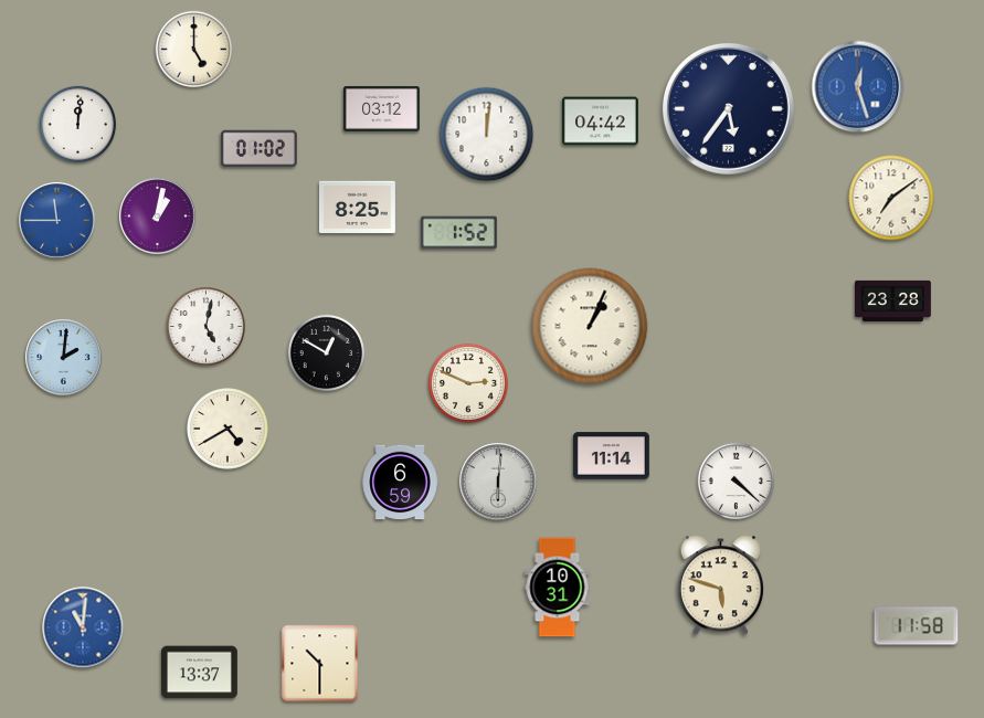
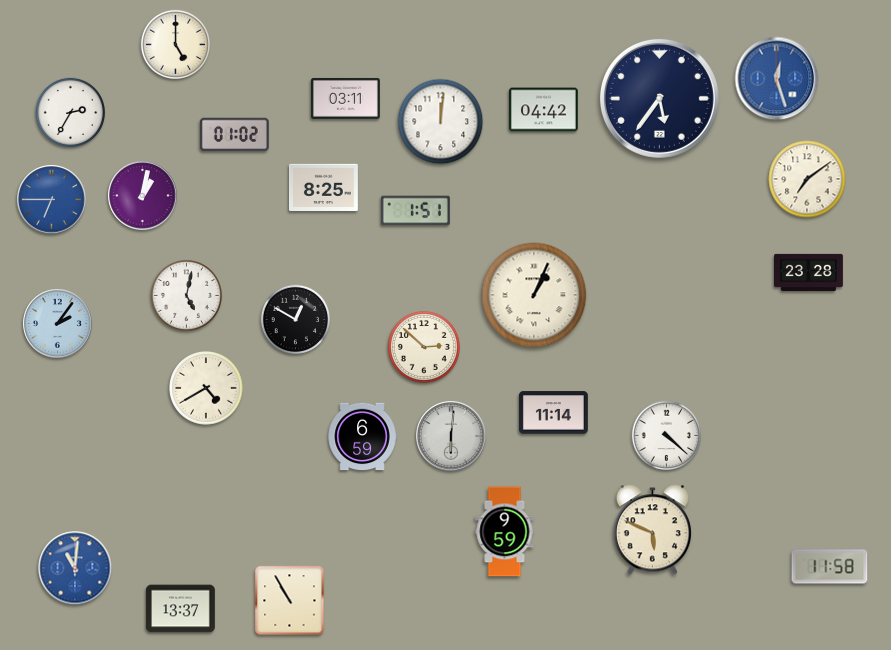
clock at (382, 108): 03:12 -> 03:11
clock at (77, 124): 12:01 -> 2:35
clock at (57, 221): 11:45 -> 6:45
clock at (458, 233): 1:52 -> 1:51
clock at (64, 358): 2:01 -> 2:06
clock at (468, 383): 2:49 -> 2:52
clock at (720, 585): 5:48 -> 5:49
clock at (558, 588): 10:31 -> 9:59
clock at (320, 664): 10:30 -> 10:55
